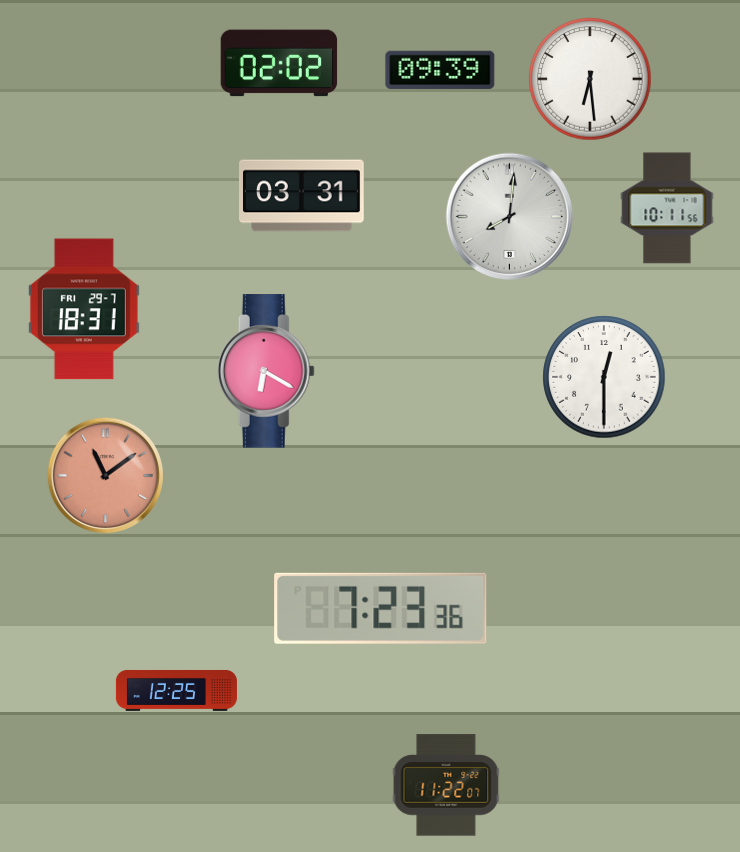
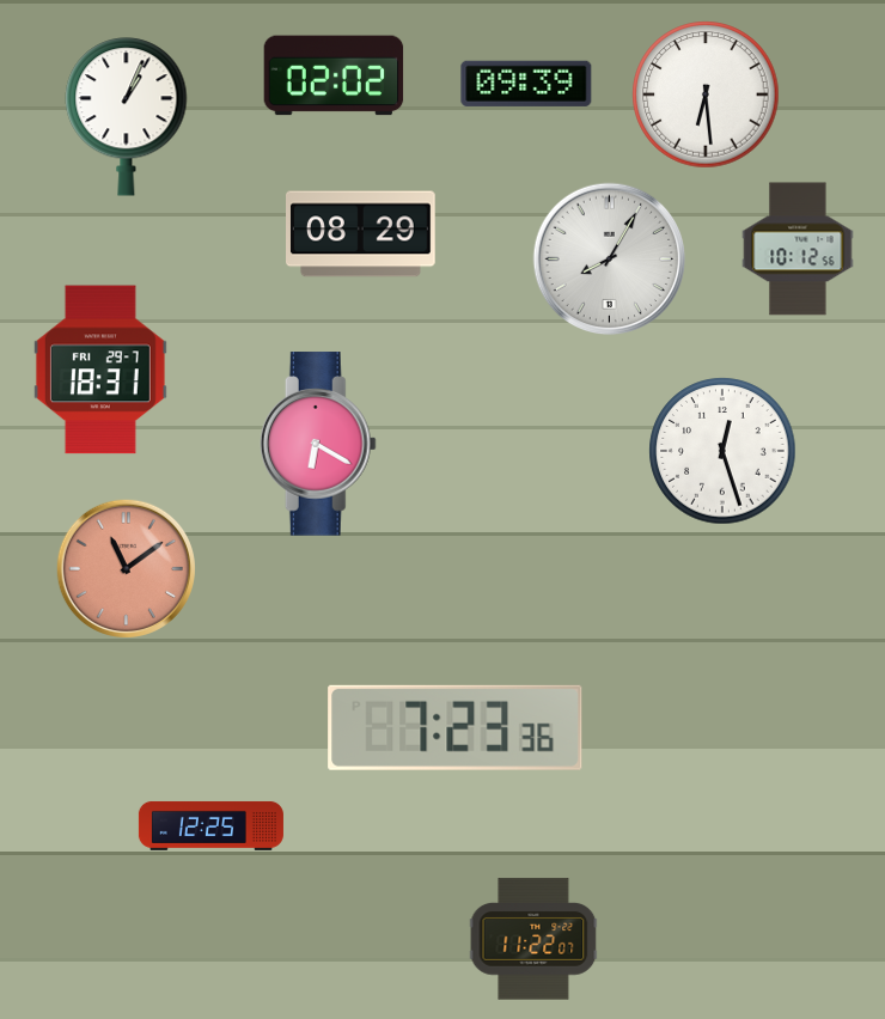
clock at (127, 117): none -> 1:04
clock at (302, 196): 03:31 -> 08:29
clock at (667, 208): 10:11 -> 10:12
clock at (510, 217): 8:01 -> 8:05
clock at (604, 377): 12:30 -> 12:27
